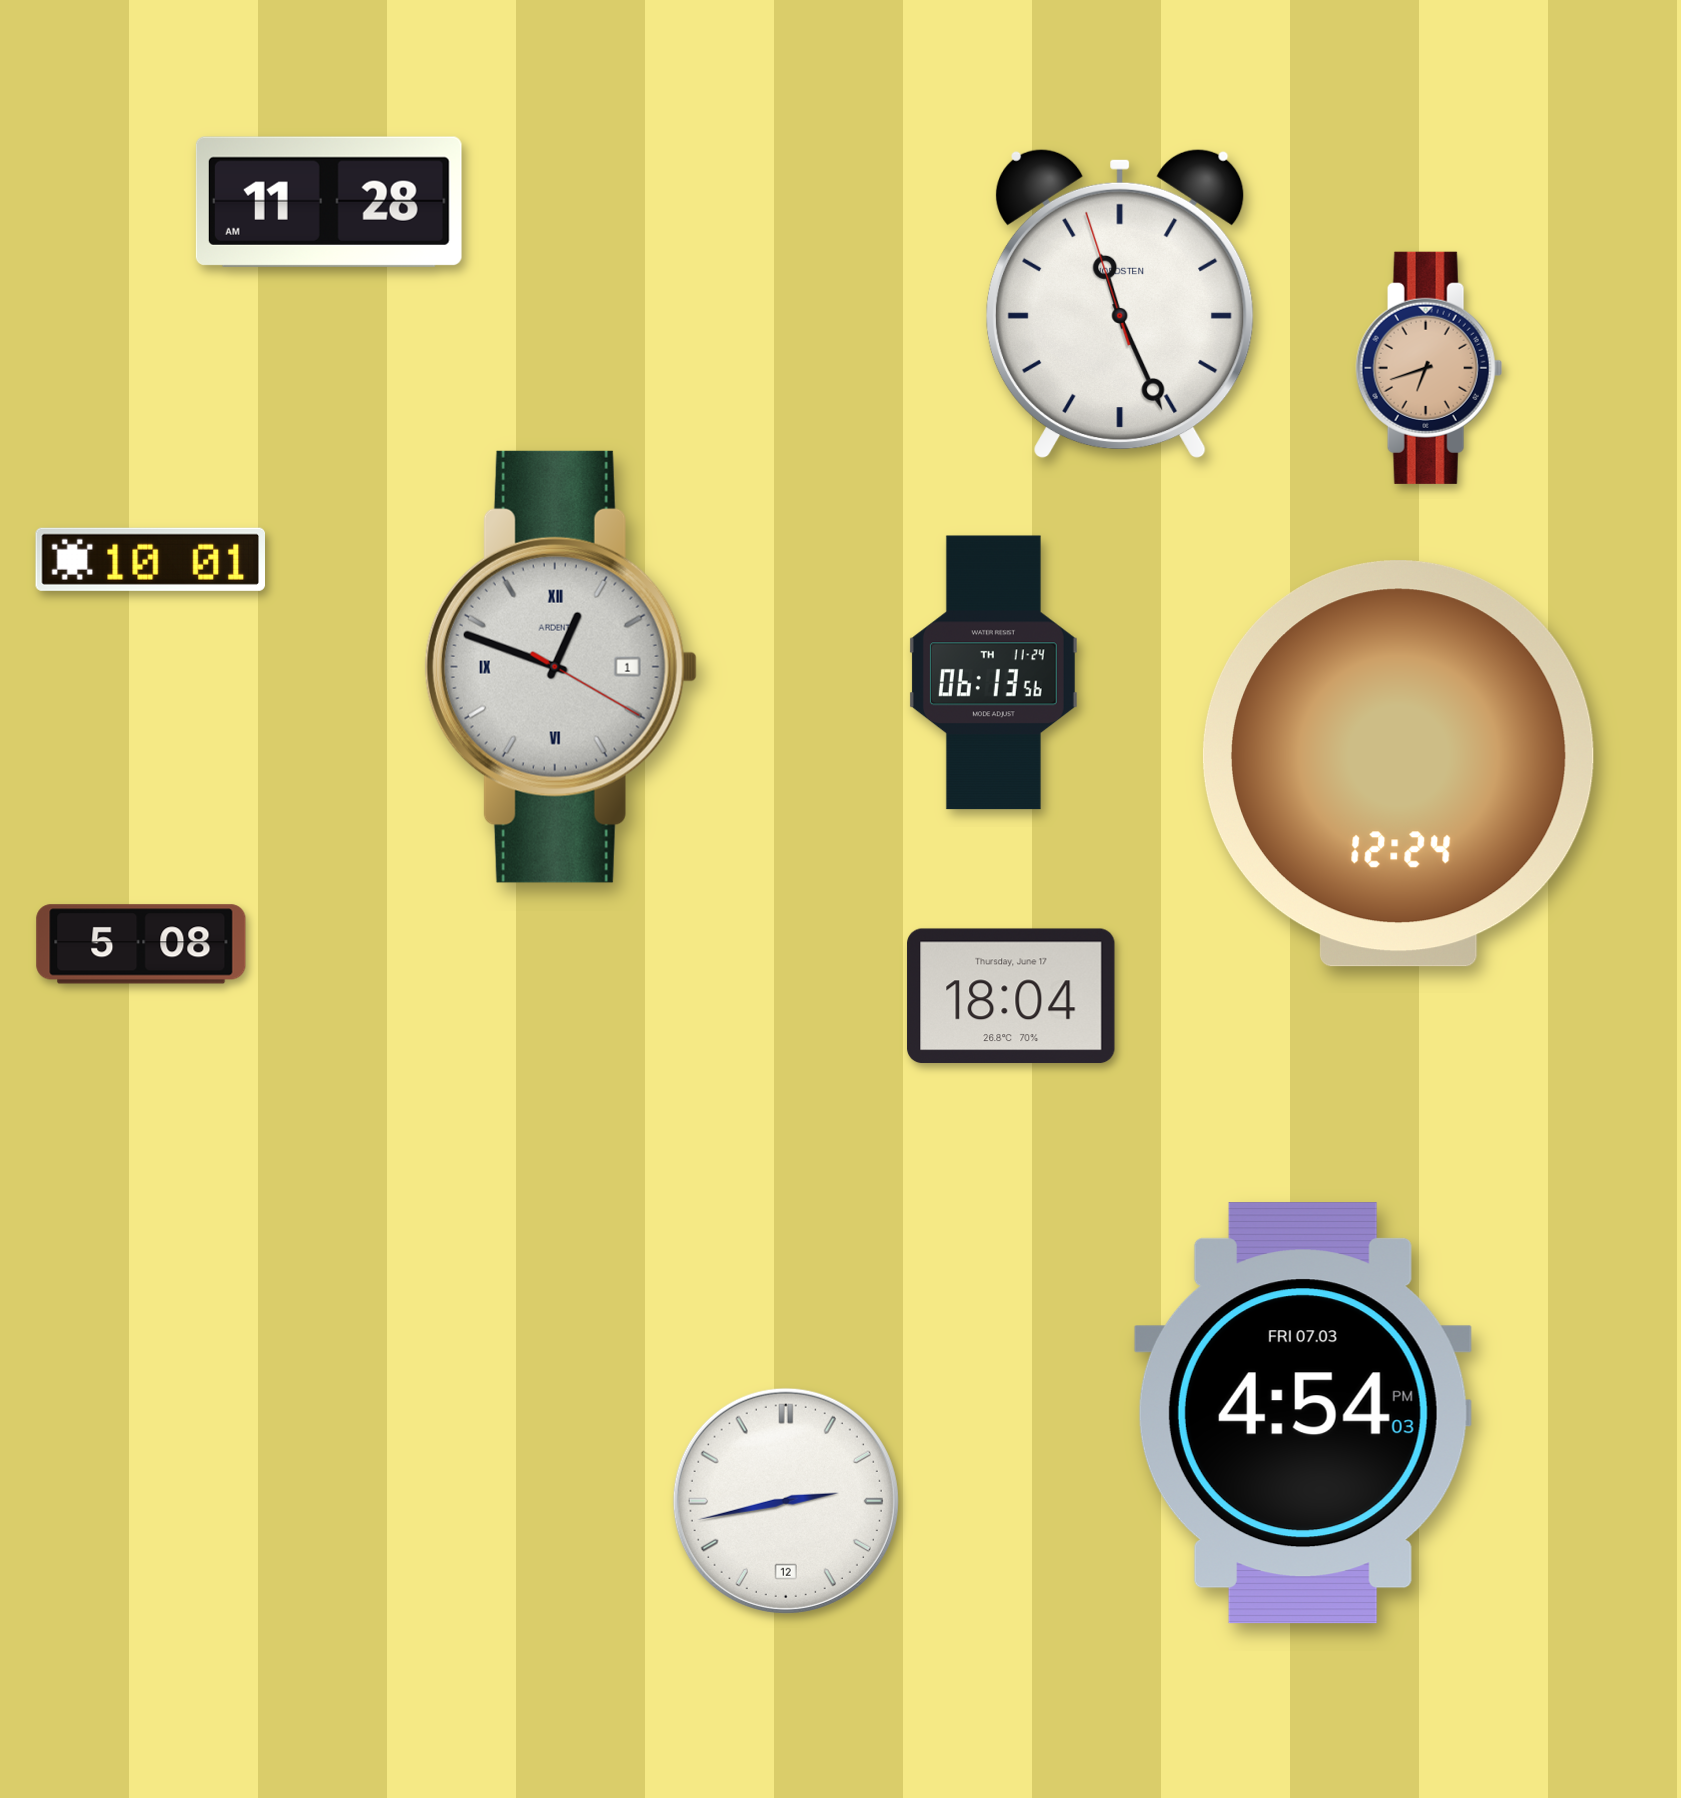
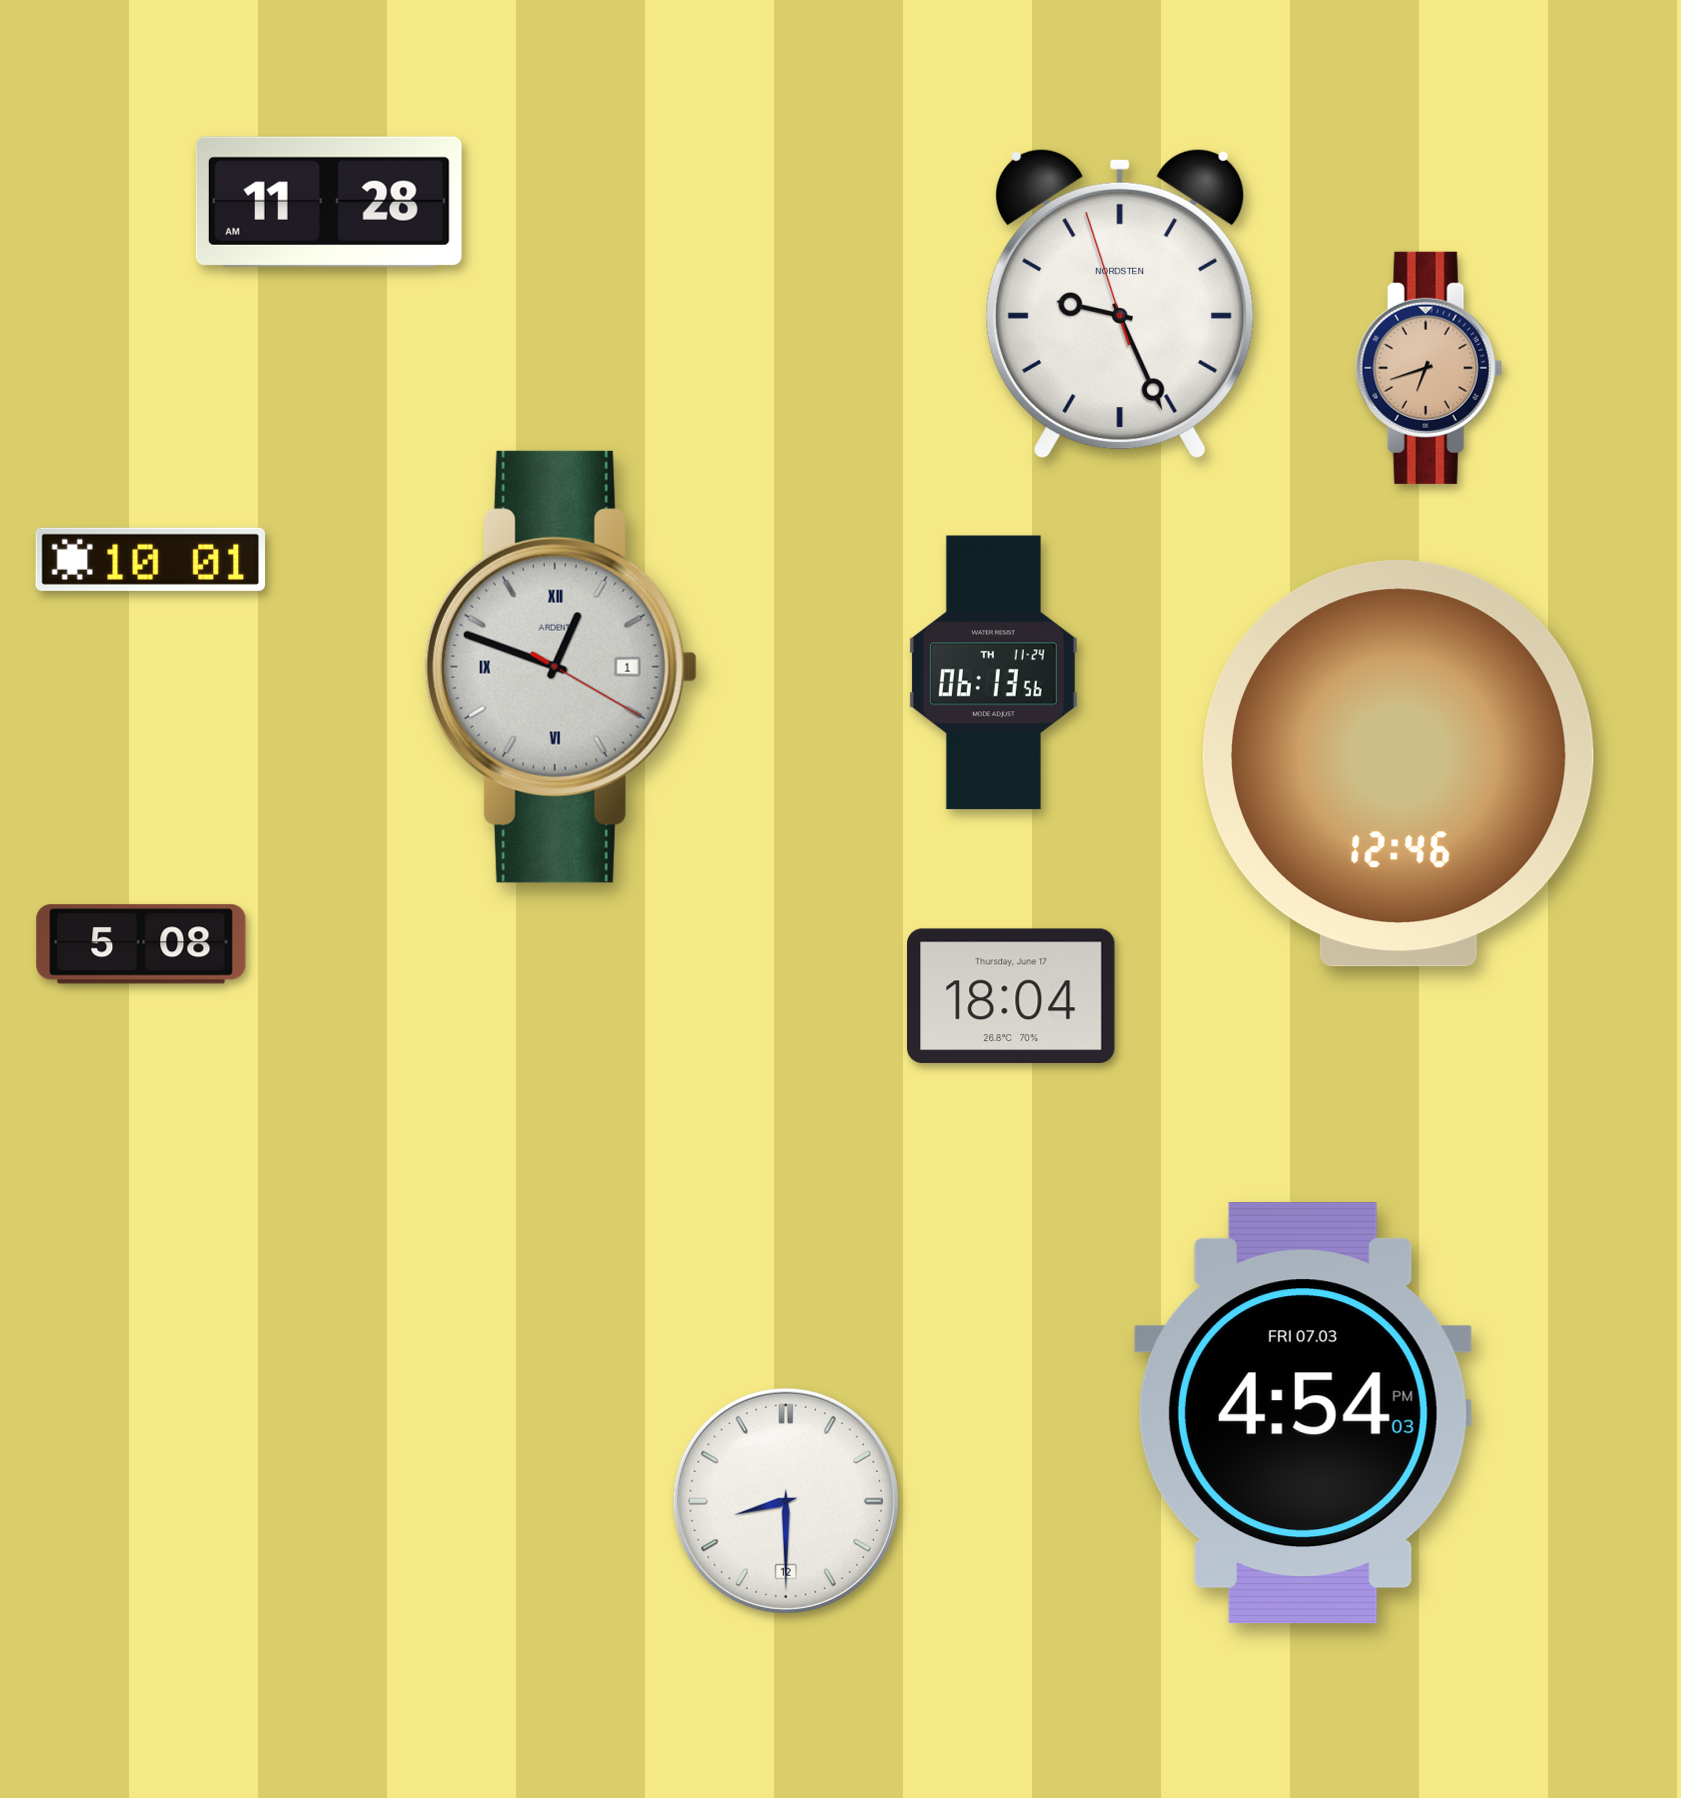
clock at (1120, 304): 11:25 -> 9:25
clock at (1398, 764): 12:24 -> 12:46
clock at (786, 1501): 2:43 -> 8:30
